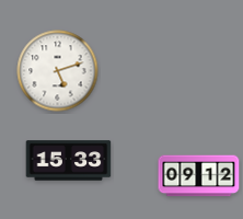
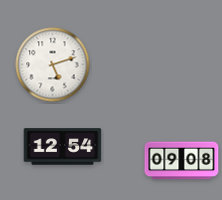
clock at (69, 161): 15:33 -> 12:54
clock at (199, 176): 09:12 -> 09:08
